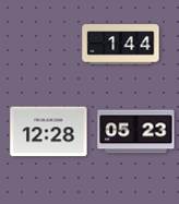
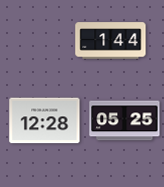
clock at (136, 132): 05:23 -> 05:25
